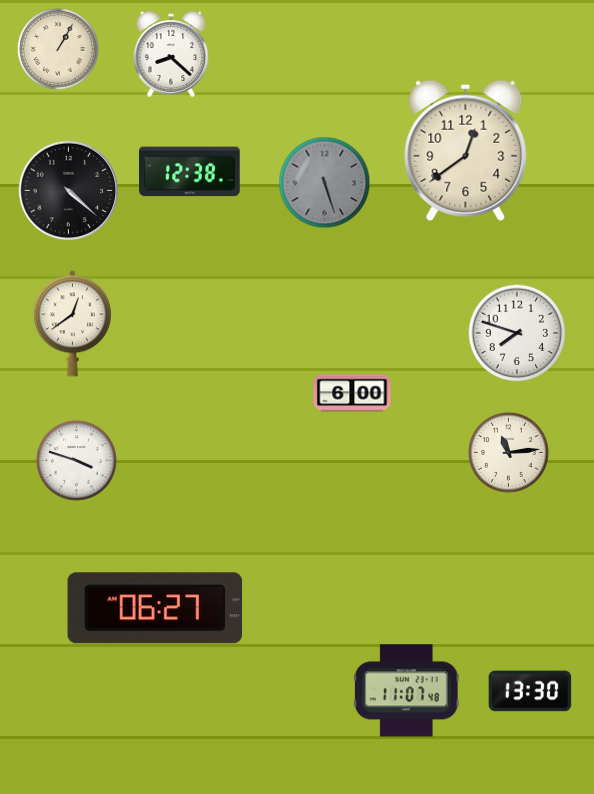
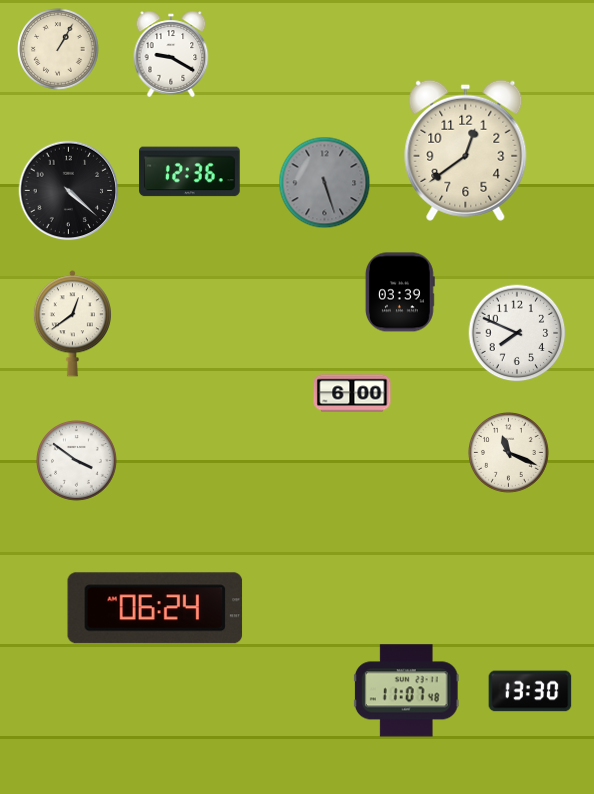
clock at (171, 54): 8:22 -> 9:20
clock at (190, 172): 12:38 -> 12:36
clock at (400, 292): none -> 03:39
clock at (517, 333): 7:48 -> 7:49
clock at (509, 453): 11:14 -> 11:19
clock at (77, 461): 3:48 -> 3:51
clock at (155, 608): 06:27 -> 06:24
